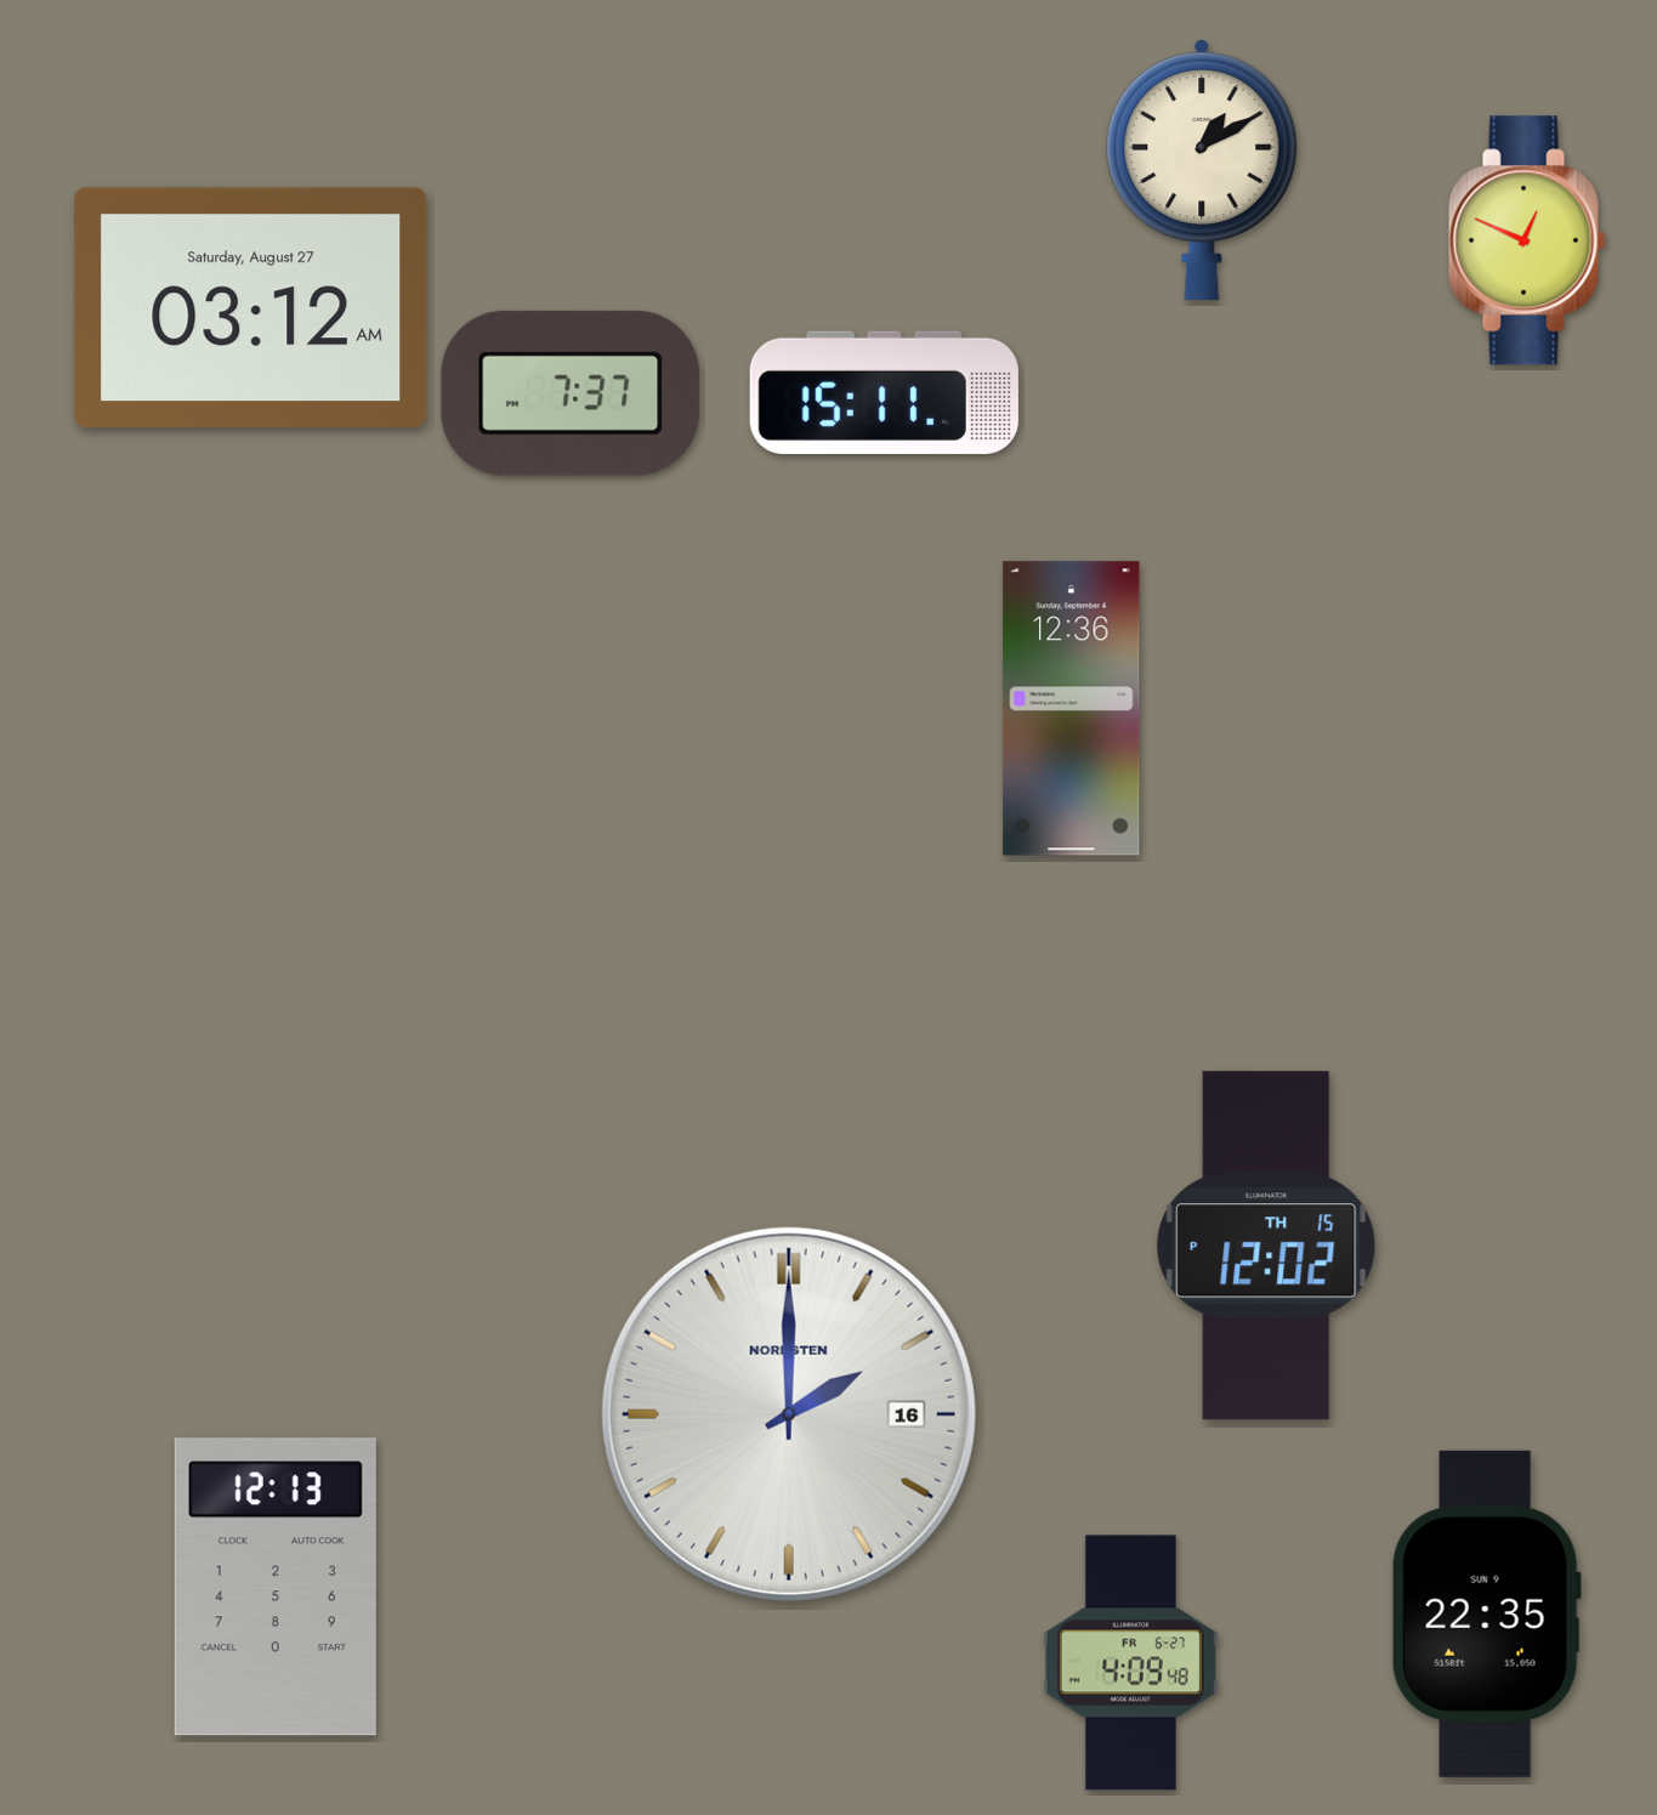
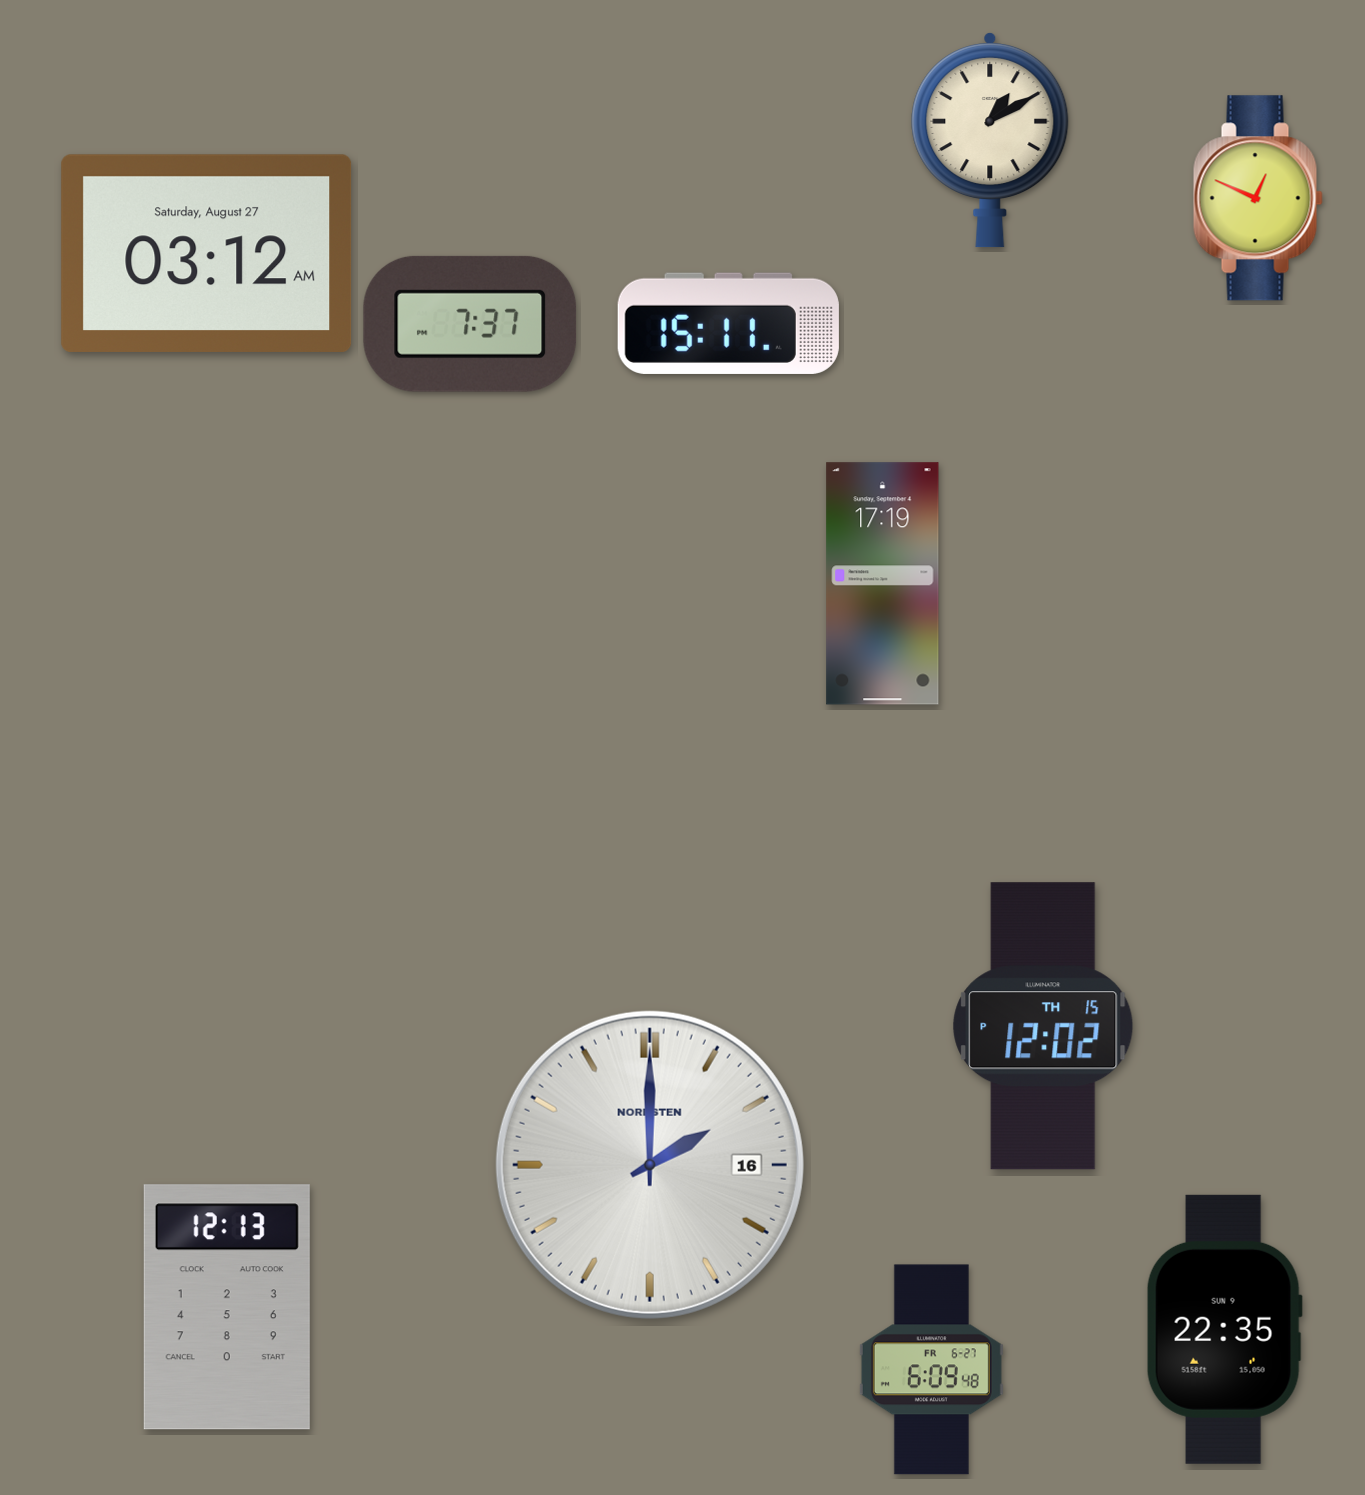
clock at (1072, 709): 12:36 -> 17:19
clock at (1130, 1663): 4:09 -> 6:09
